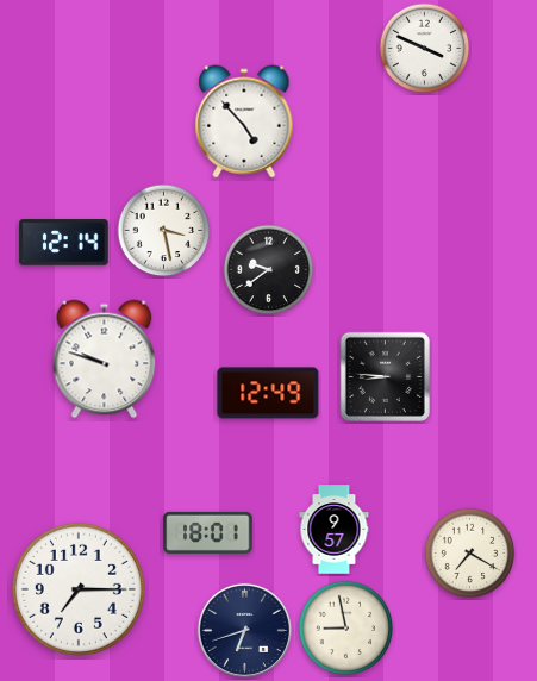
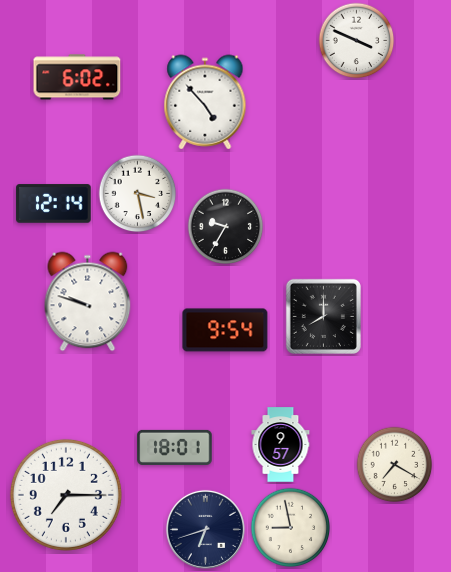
clock at (77, 77): none -> 6:02
clock at (269, 270): 9:39 -> 9:35
clock at (385, 376): 8:46 -> 8:00
clock at (268, 393): 12:49 -> 9:54
